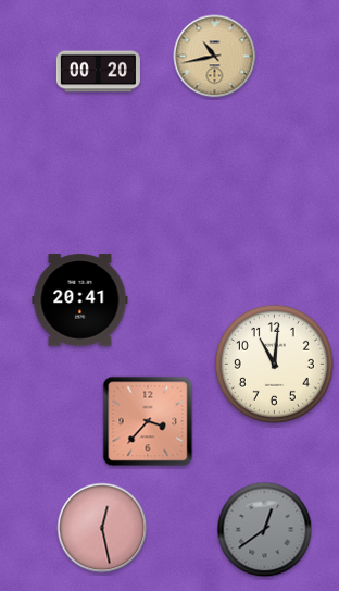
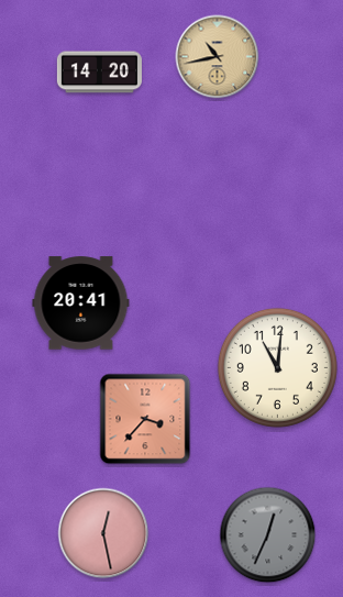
clock at (98, 72): 00:20 -> 14:20
clock at (148, 421) position: (148, 421) -> (145, 419)
clock at (265, 530): 12:39 -> 12:34
